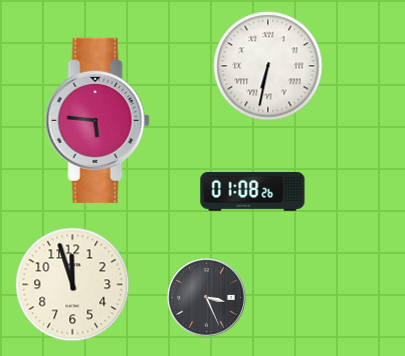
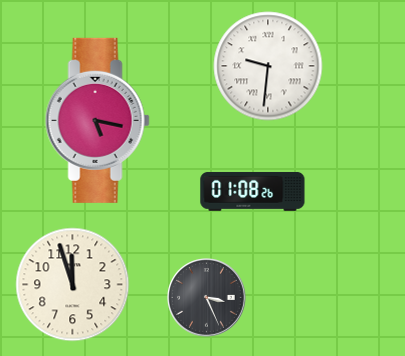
clock at (268, 66): 6:32 -> 9:31
clock at (97, 120): 5:46 -> 5:17
